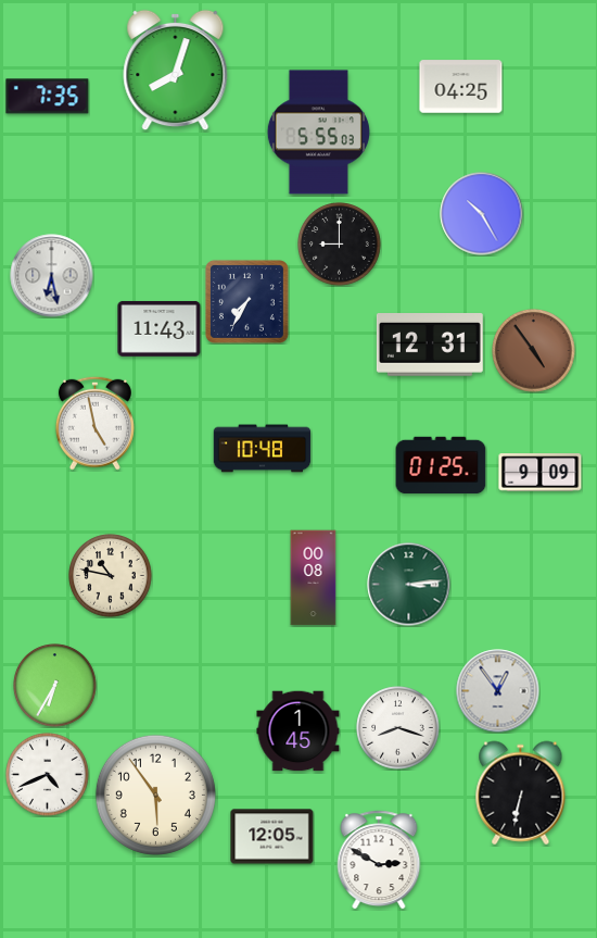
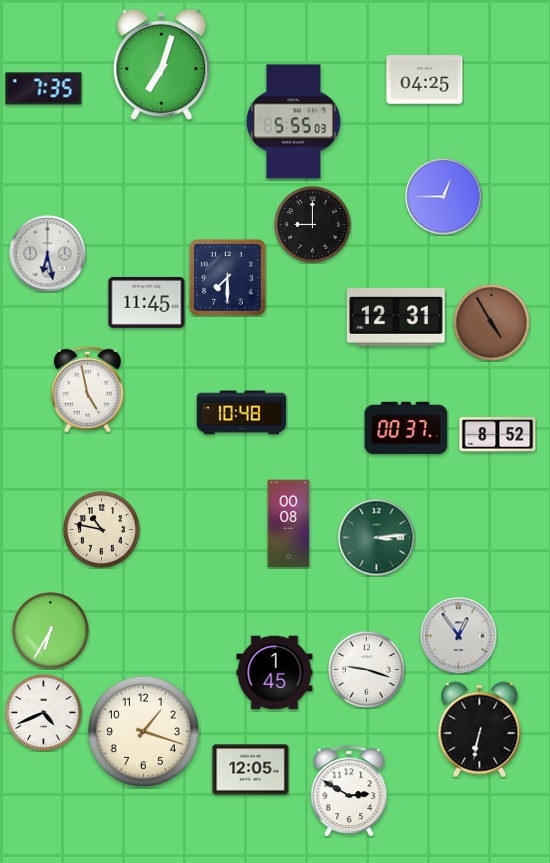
clock at (176, 71): 8:03 -> 7:03
clock at (482, 214): 10:25 -> 12:45
clock at (246, 301): 7:35 -> 7:30
clock at (160, 328): 11:43 -> 11:45
clock at (534, 351): 4:54 -> 4:55
clock at (441, 465): 01:25 -> 00:37
clock at (541, 473): 9:09 -> 8:52
clock at (314, 578) position: (314, 578) -> (289, 524)
clock at (398, 728): 8:18 -> 9:18
clock at (155, 795): 5:54 -> 1:18
